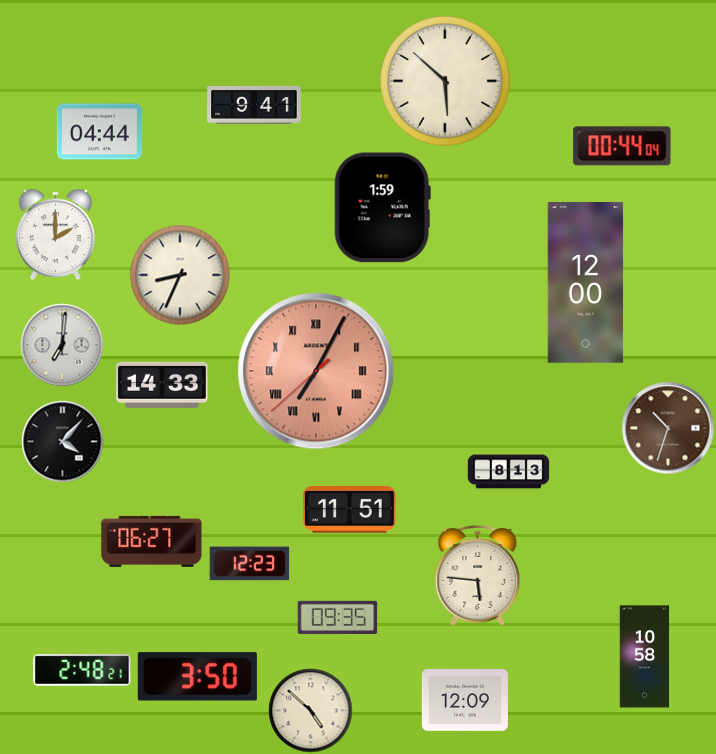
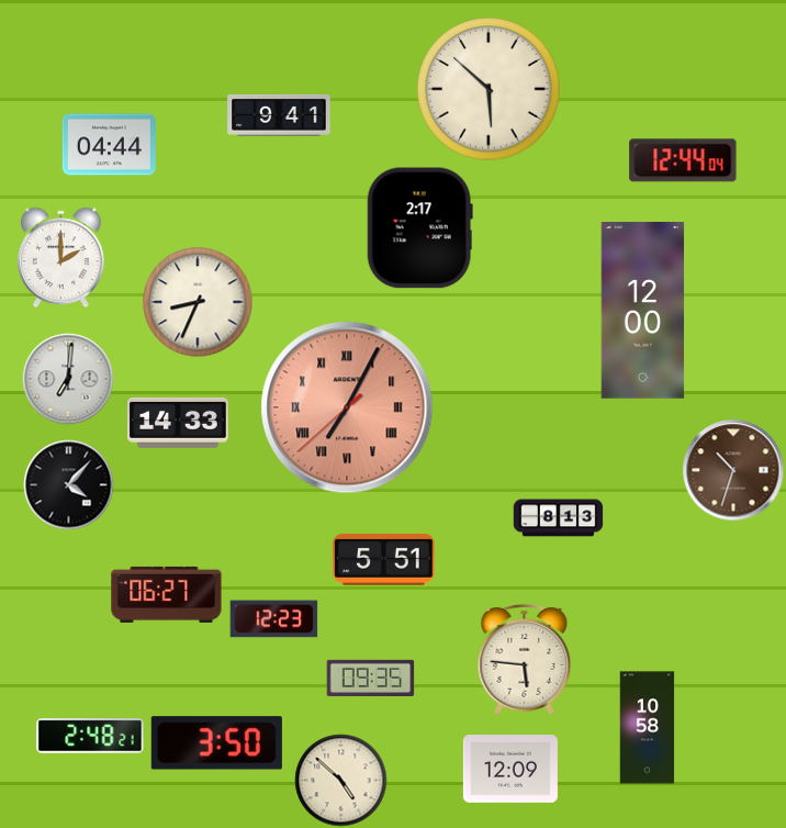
clock at (622, 146): 00:44 -> 12:44
clock at (382, 208): 1:59 -> 2:17
clock at (350, 509): 11:51 -> 5:51
clock at (478, 576) position: (478, 576) -> (525, 660)
clock at (645, 657) position: (645, 657) -> (648, 728)
